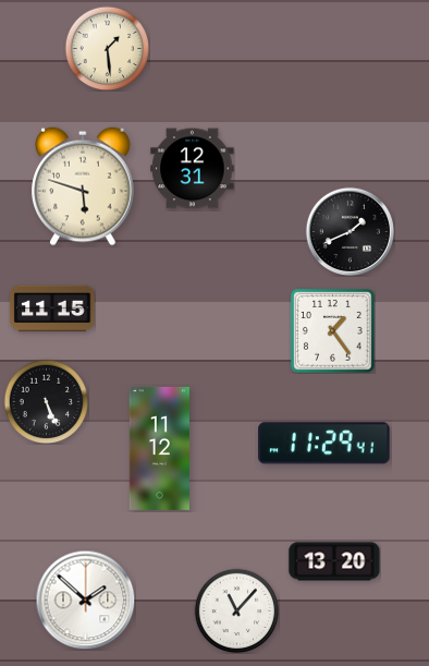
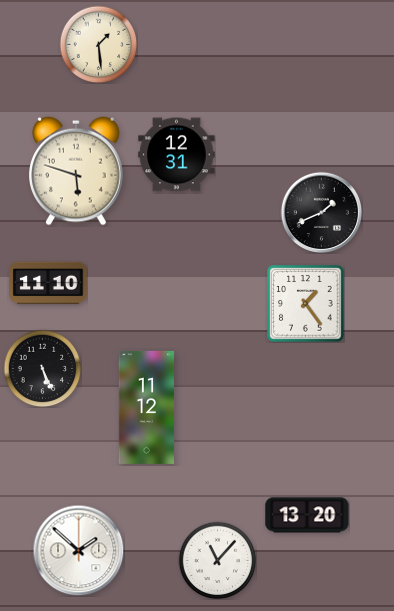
clock at (52, 308): 11:15 -> 11:10
clock at (324, 444): 11:29 -> none
clock at (159, 448) position: (159, 448) -> (146, 407)
